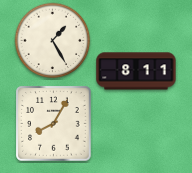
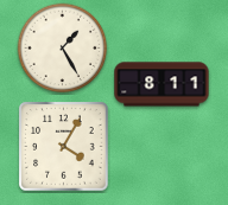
clock at (54, 124): 8:05 -> 4:05
